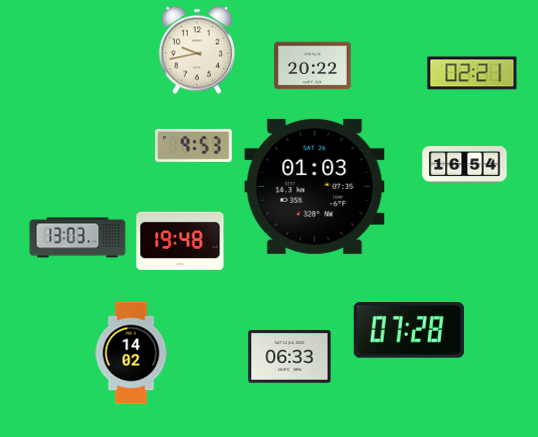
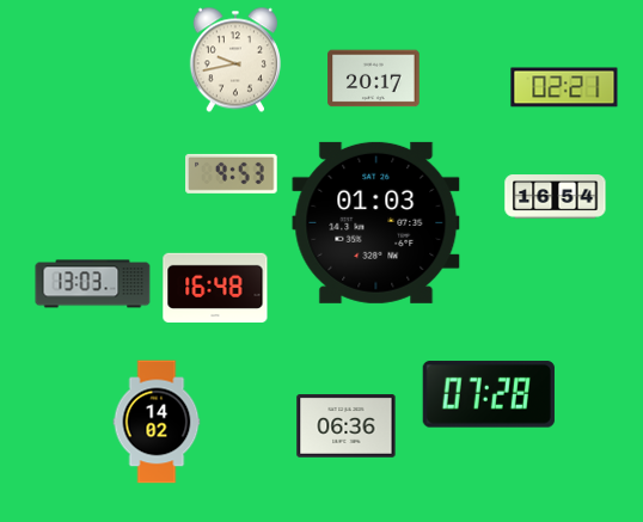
clock at (313, 66): 20:22 -> 20:17
clock at (180, 240): 19:48 -> 16:48
clock at (290, 357): 06:33 -> 06:36
